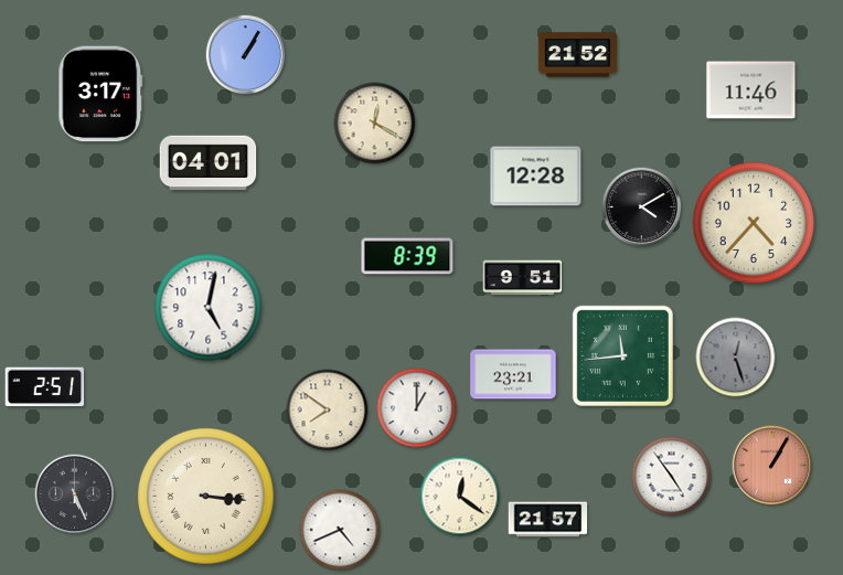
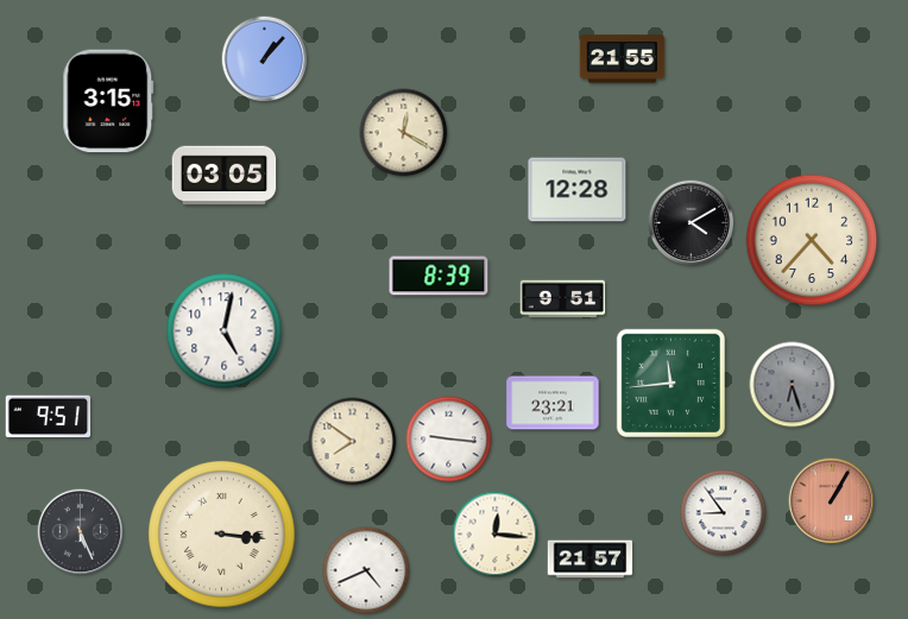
clock at (246, 55): 1:05 -> 1:07
clock at (578, 55): 21:52 -> 21:55
clock at (751, 90): 11:46 -> none
clock at (100, 94): 3:17 -> 3:15
clock at (209, 163): 04:01 -> 03:05
clock at (736, 358): 12:27 -> 6:27
clock at (45, 387): 2:51 -> 9:51
clock at (417, 408): 1:00 -> 9:16
clock at (672, 477): 4:54 -> 8:54
clock at (460, 497): 12:21 -> 12:16
